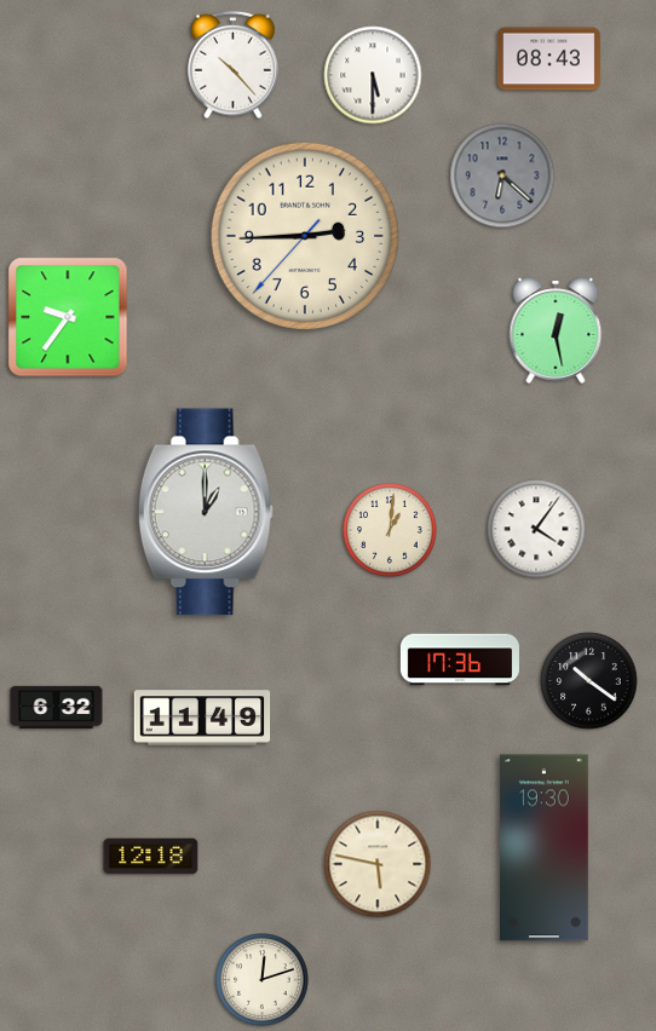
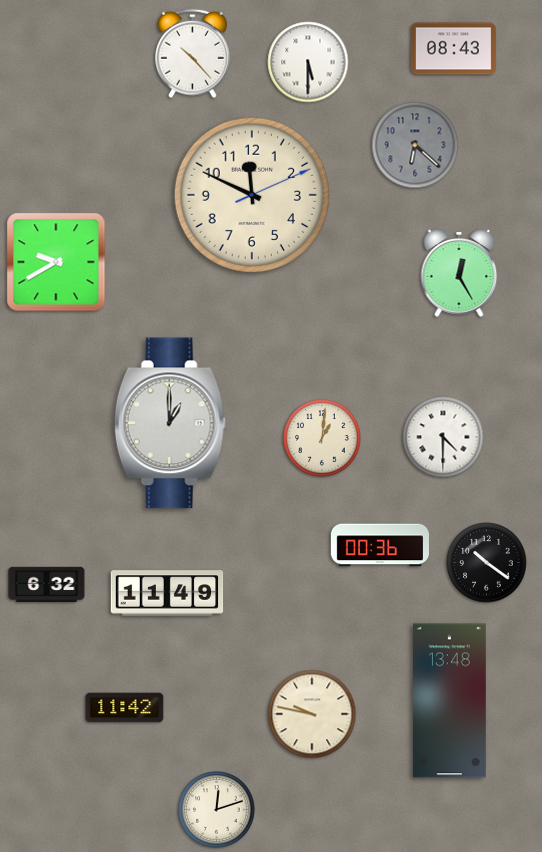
clock at (304, 235): 2:44 -> 11:49
clock at (68, 317): 9:36 -> 9:40
clock at (556, 330): 12:28 -> 12:25
clock at (536, 529): 4:06 -> 4:30
clock at (460, 660): 17:36 -> 00:36
clock at (545, 848): 19:30 -> 13:48
clock at (151, 857): 12:18 -> 11:42
clock at (378, 864): 5:47 -> 9:47
